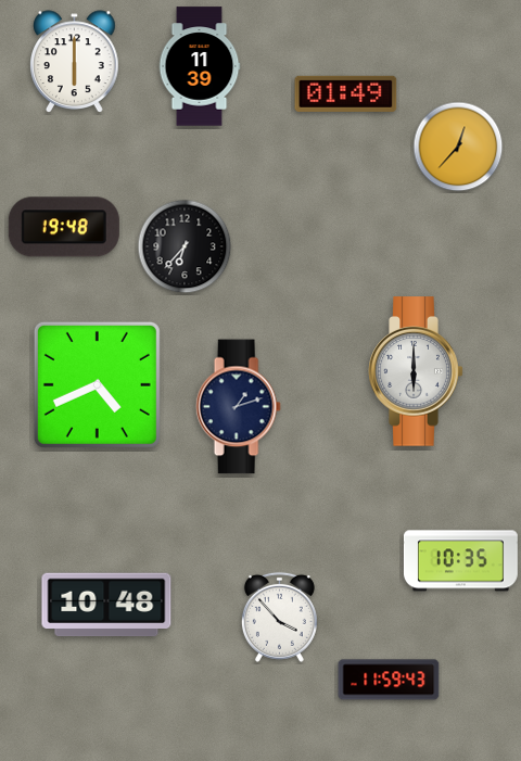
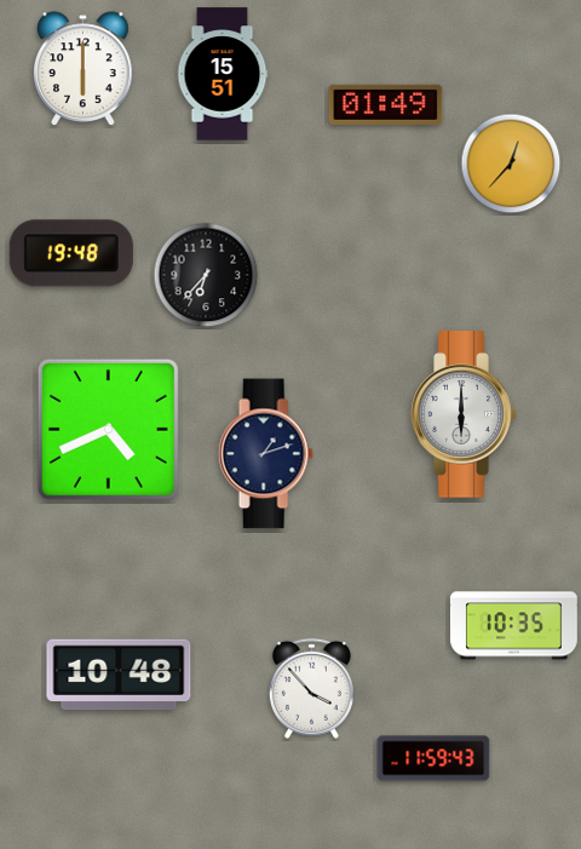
clock at (200, 66): 11:39 -> 15:51
